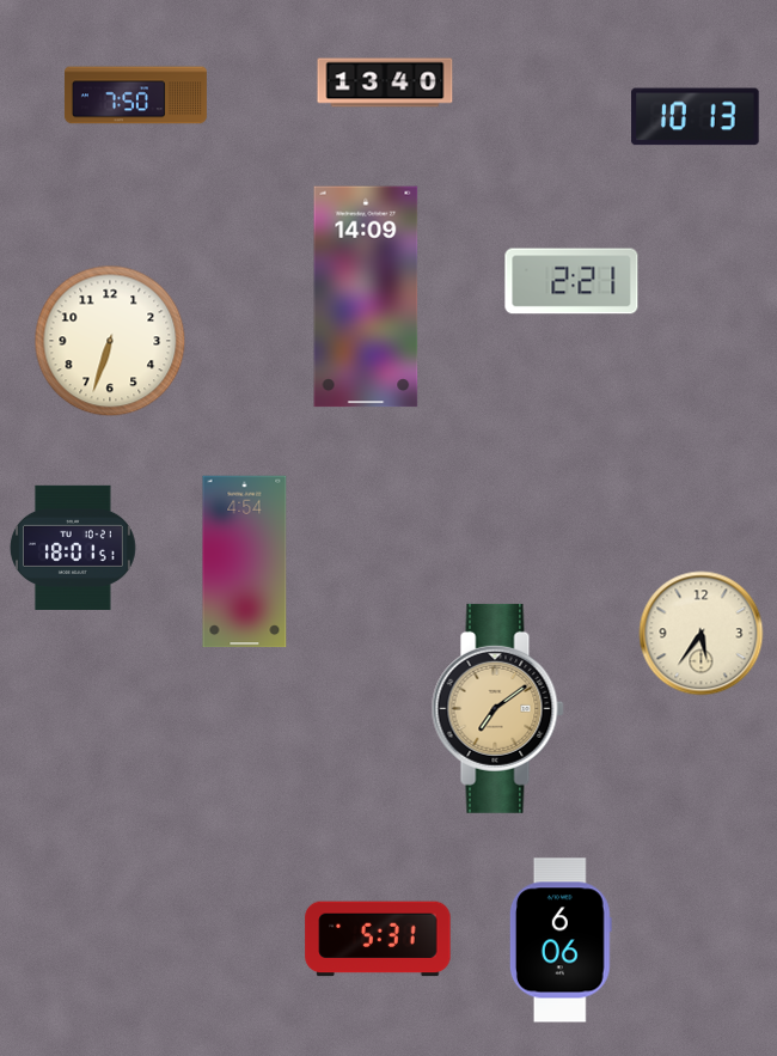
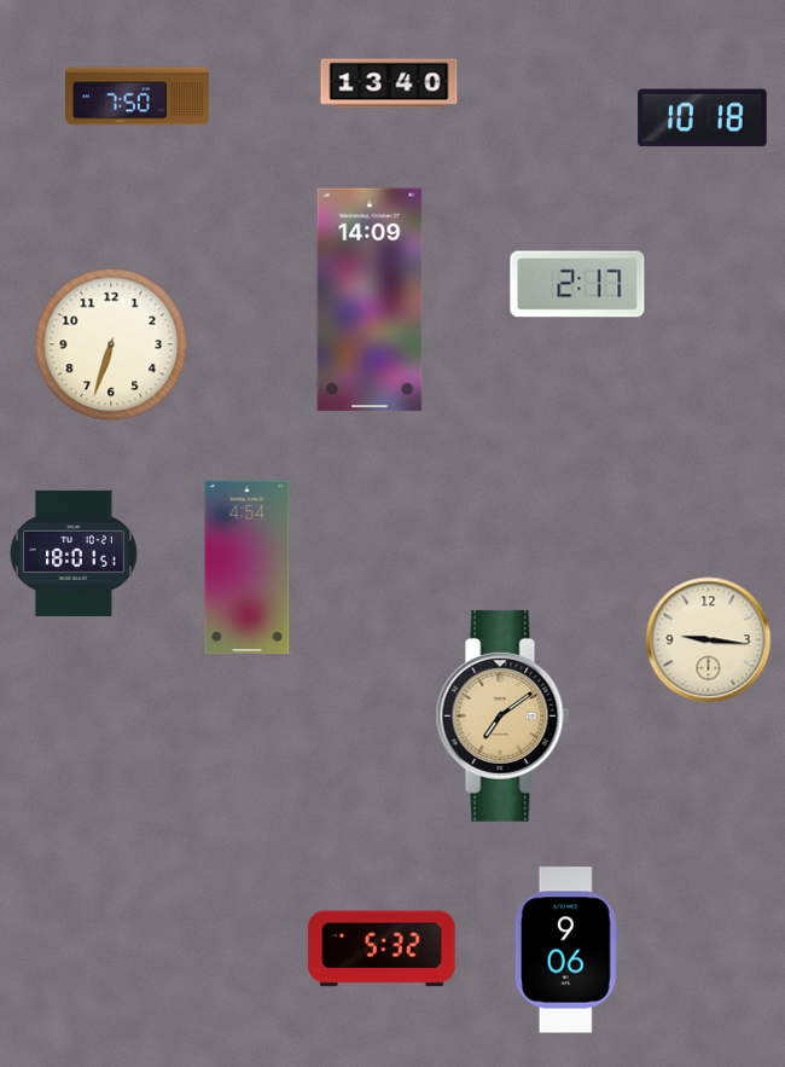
clock at (696, 117): 10:13 -> 10:18
clock at (571, 281): 2:21 -> 2:17
clock at (702, 634): 5:36 -> 9:16
clock at (378, 939): 5:31 -> 5:32
clock at (561, 940): 6:06 -> 9:06
